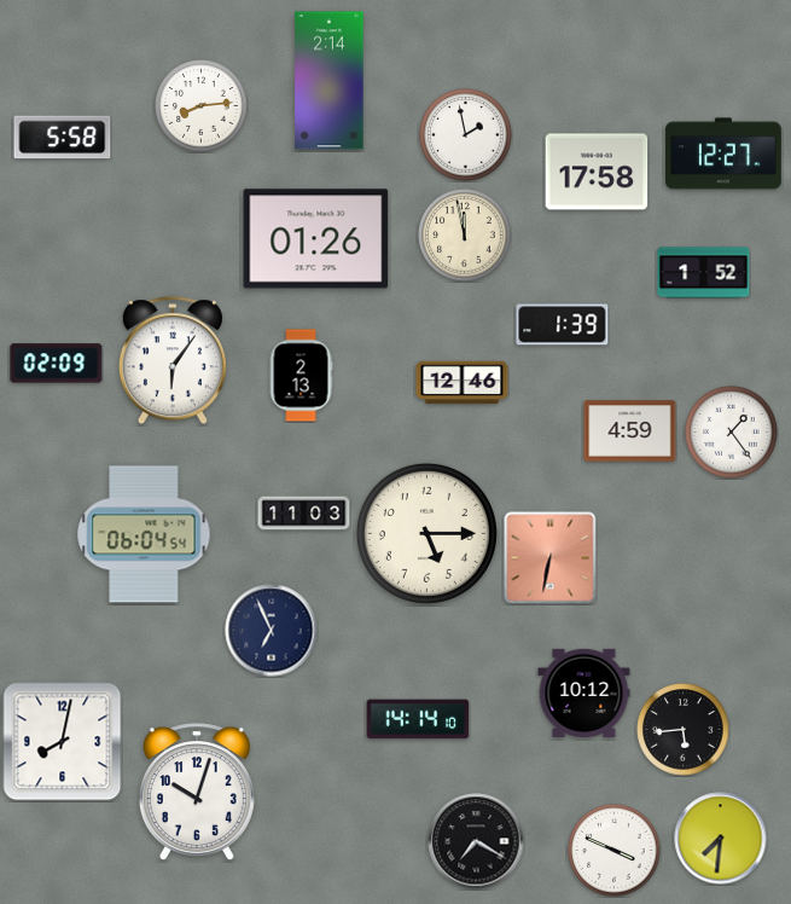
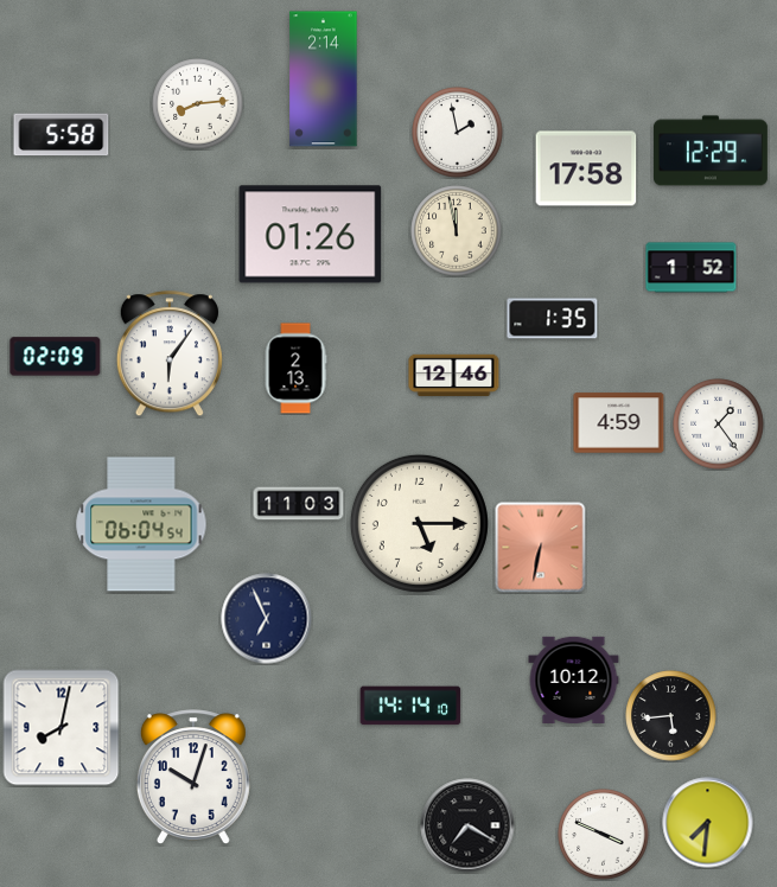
clock at (723, 153): 12:27 -> 12:29
clock at (563, 325): 1:39 -> 1:35
